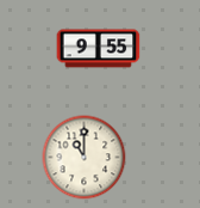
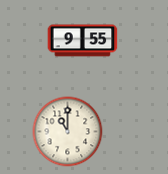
clock at (85, 158) position: (85, 158) -> (68, 132)
